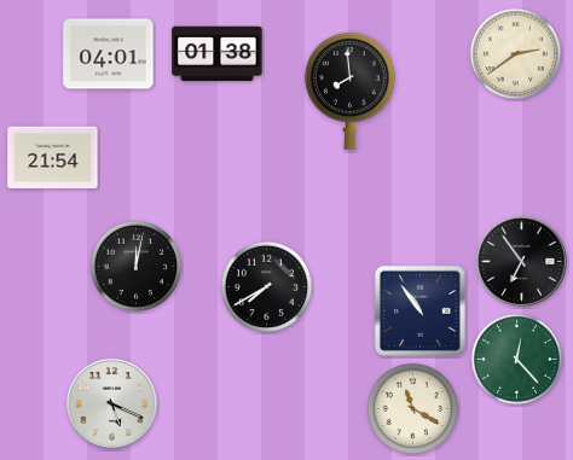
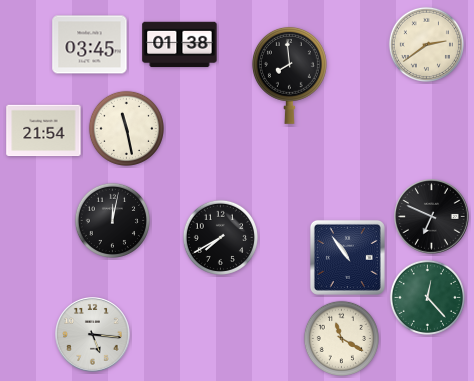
clock at (109, 54): 04:01 -> 03:45
clock at (126, 128): none -> 11:28
clock at (522, 262): 6:54 -> 6:49
clock at (112, 404): 5:19 -> 5:16
